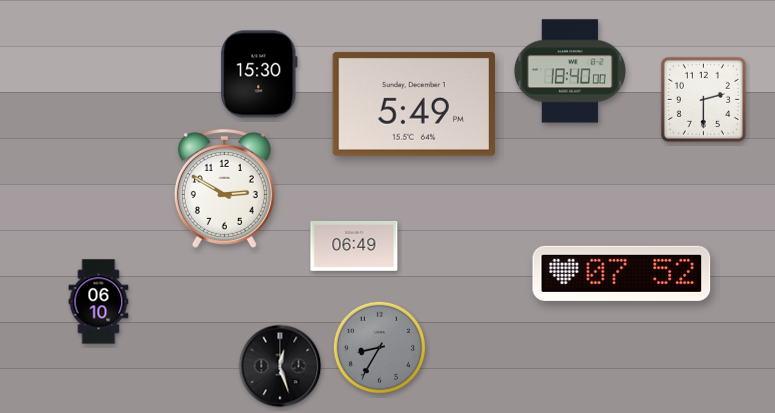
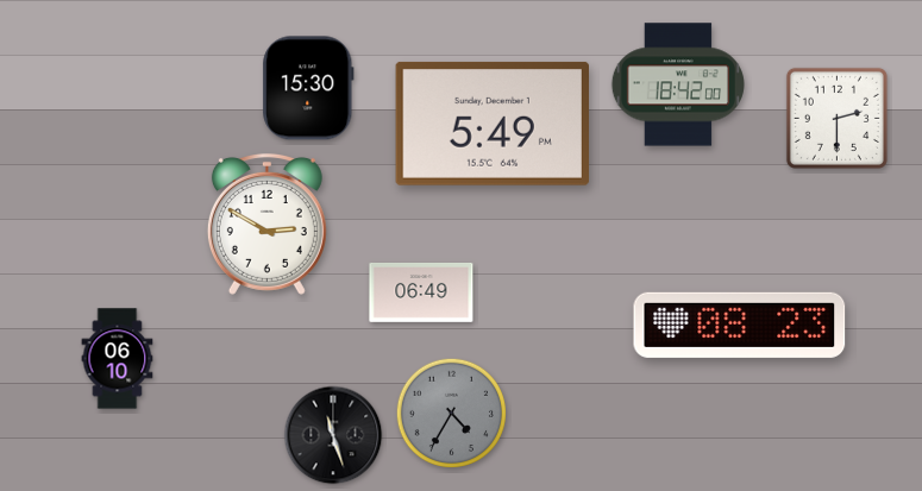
clock at (570, 71): 18:40 -> 18:42
clock at (622, 273): 07:52 -> 08:23
clock at (379, 347): 8:35 -> 4:35
clock at (280, 366): 12:27 -> 11:27
